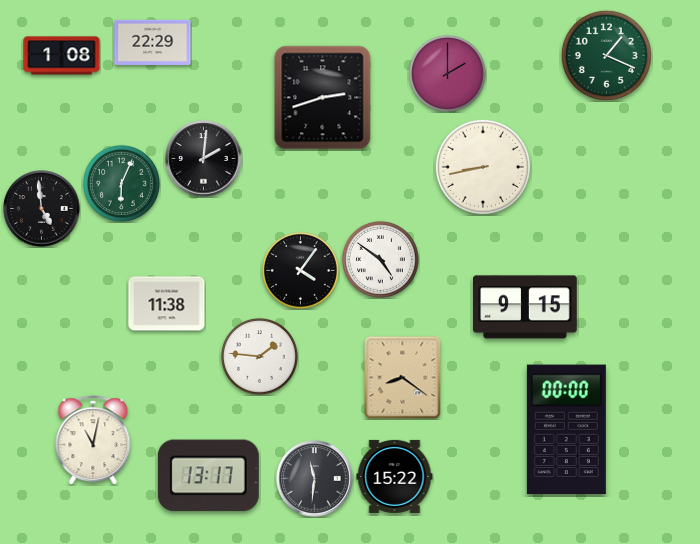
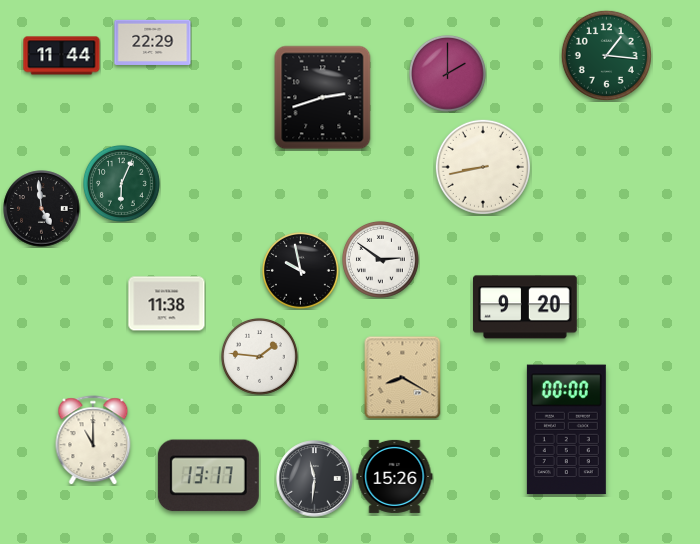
clock at (606, 55): 1:19 -> 1:16
clock at (62, 56): 1:08 -> 11:44
clock at (204, 159): 2:01 -> none
clock at (380, 259): 4:51 -> 2:51
clock at (300, 270): 4:06 -> 9:58
clock at (526, 307): 9:15 -> 9:20
clock at (403, 377): 8:21 -> 8:20
clock at (93, 440): 11:02 -> 11:00
clock at (395, 476): 15:22 -> 15:26
